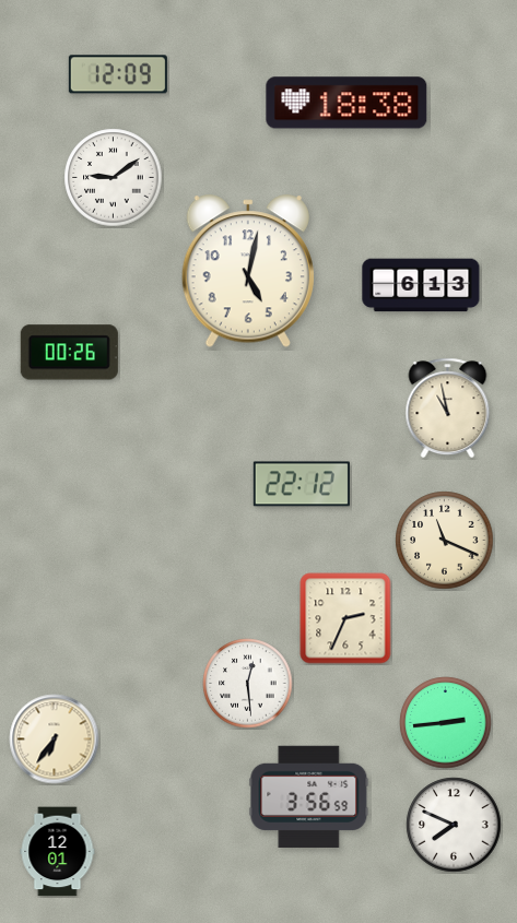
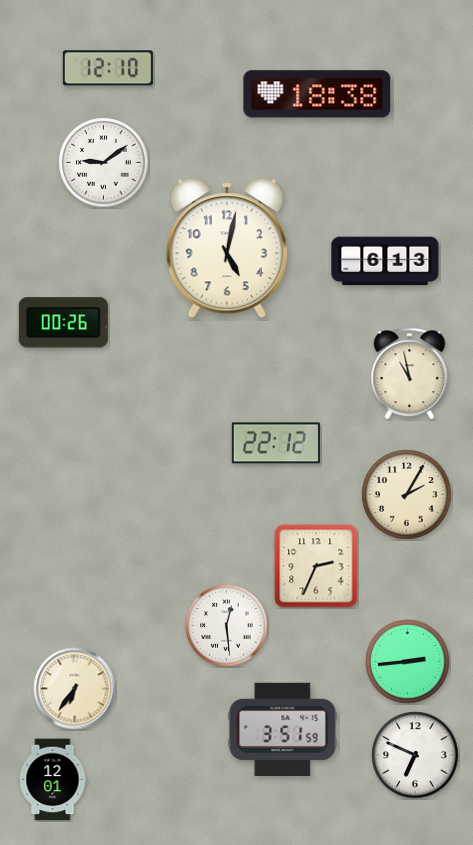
clock at (118, 74): 12:09 -> 12:10
clock at (445, 541): 11:19 -> 2:05
clock at (55, 739) position: (55, 739) -> (75, 689)
clock at (309, 796): 3:56 -> 3:51
clock at (454, 825): 7:49 -> 6:49
